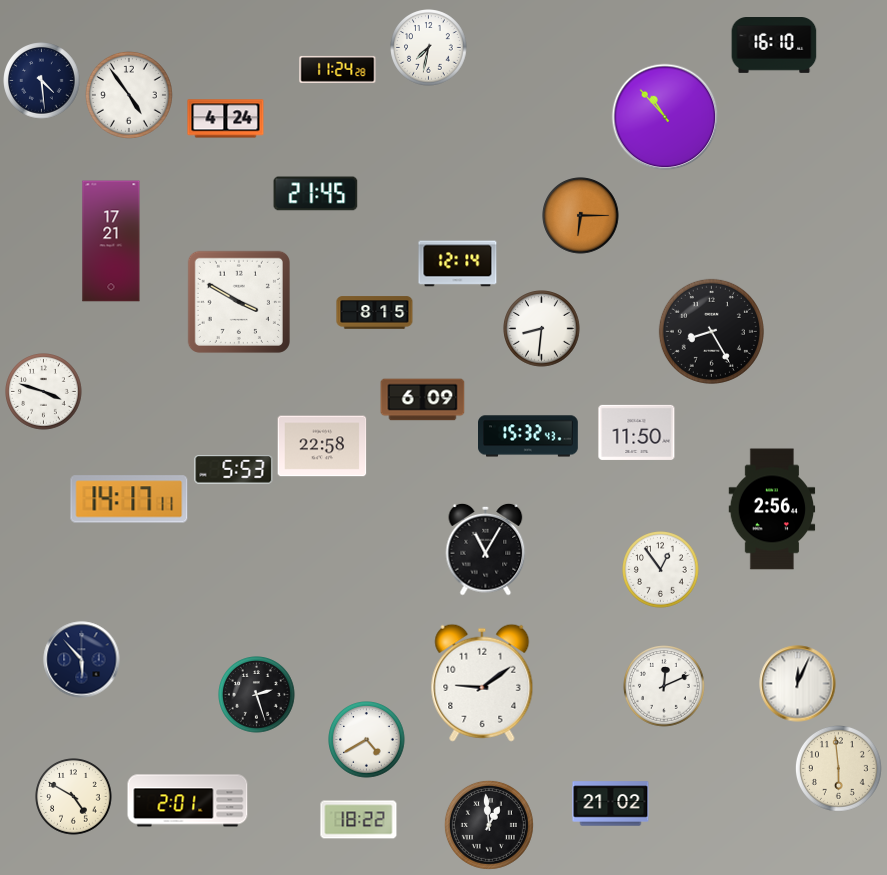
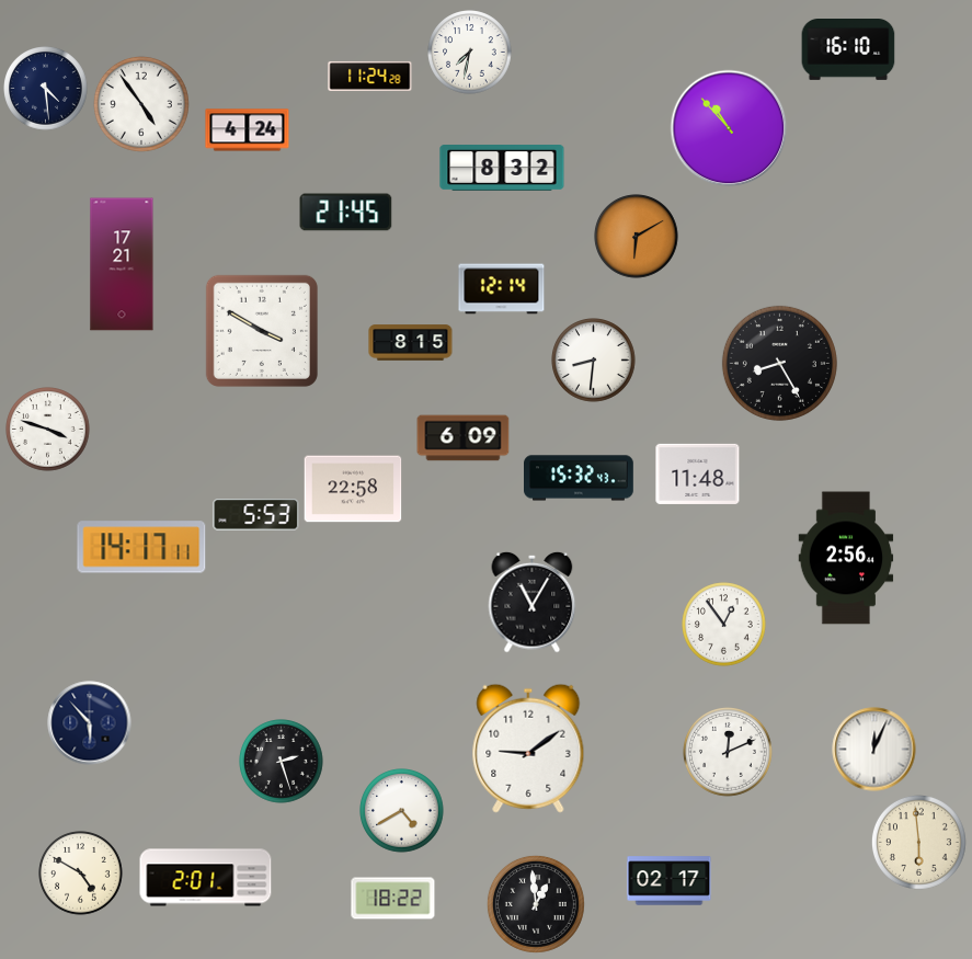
clock at (502, 169): none -> 8:32
clock at (581, 216): 6:15 -> 6:10
clock at (637, 432): 11:50 -> 11:48
clock at (611, 804): 21:02 -> 02:17
